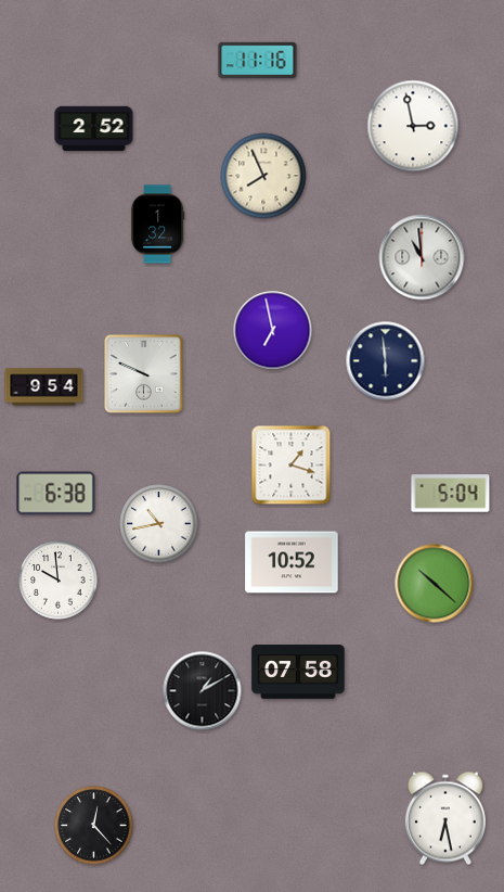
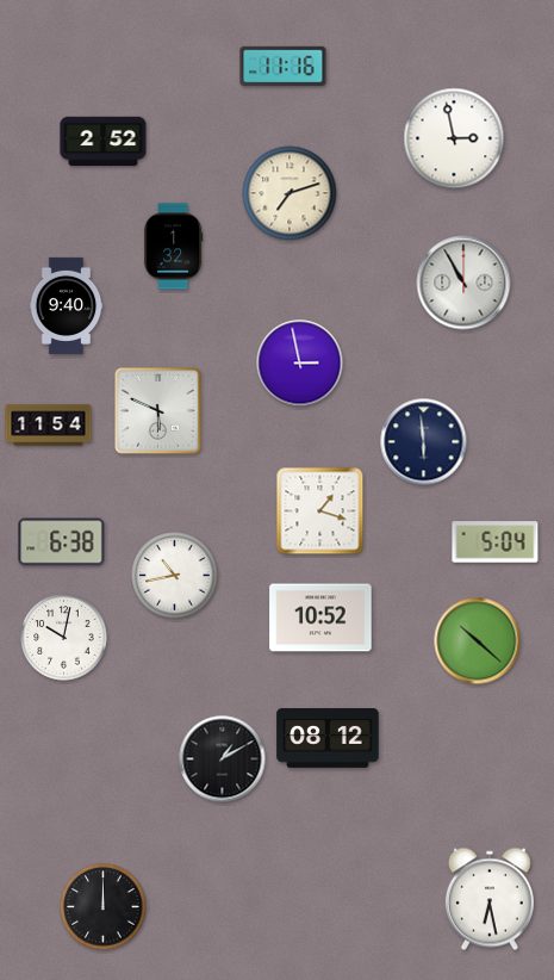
clock at (263, 176): 7:56 -> 7:12
clock at (422, 257): 10:59 -> 10:55
clock at (67, 305): none -> 9:40
clock at (273, 331): 6:58 -> 2:58
clock at (386, 361) position: (386, 361) -> (424, 442)
clock at (144, 374): 9:49 -> 5:49
clock at (44, 387): 9:54 -> 11:54
clock at (59, 581): 9:59 -> 10:02
clock at (298, 673): 07:58 -> 08:12
clock at (94, 826): 12:23 -> 12:00
